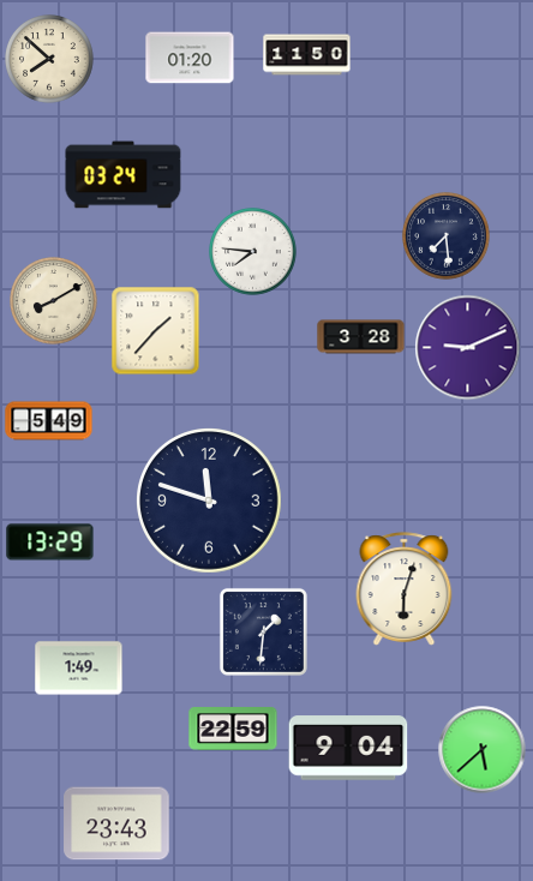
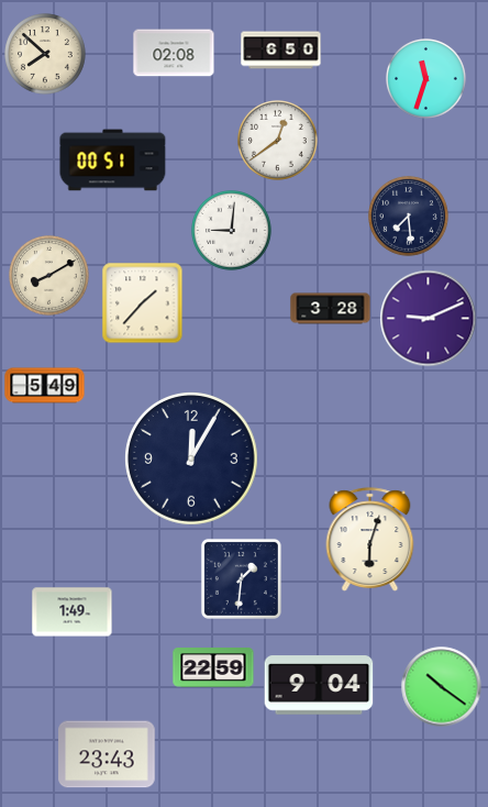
clock at (307, 55): 11:50 -> 6:50
clock at (190, 58): 01:20 -> 02:08
clock at (426, 79): none -> 11:33
clock at (278, 141): none -> 12:39
clock at (124, 175): 03:24 -> 00:51
clock at (253, 252): 7:46 -> 9:01
clock at (210, 502): 11:48 -> 12:05
clock at (50, 543): 13:29 -> none
clock at (483, 750): 5:38 -> 10:21
